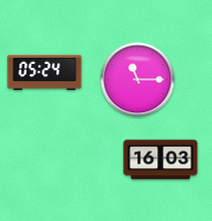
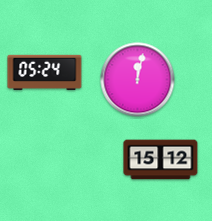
clock at (138, 80): 11:15 -> 12:02
clock at (161, 160): 16:03 -> 15:12
